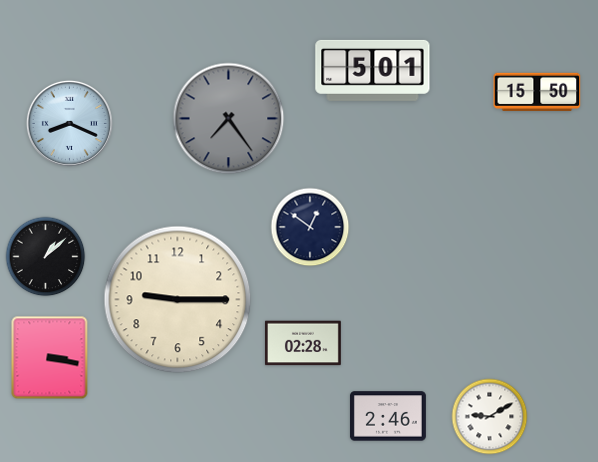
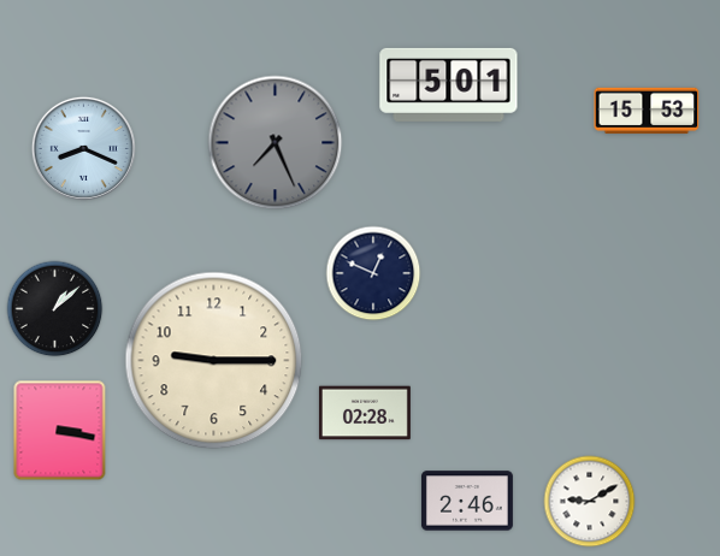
clock at (537, 92): 15:50 -> 15:53
clock at (229, 119): 7:24 -> 7:26
clock at (310, 227): 12:51 -> 12:49
